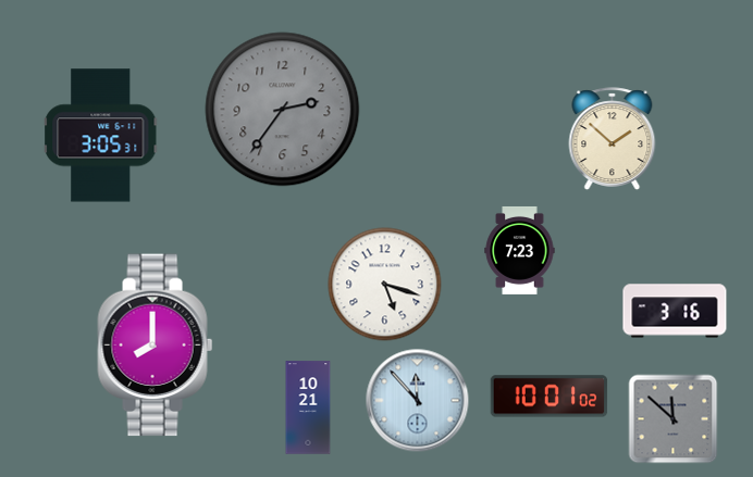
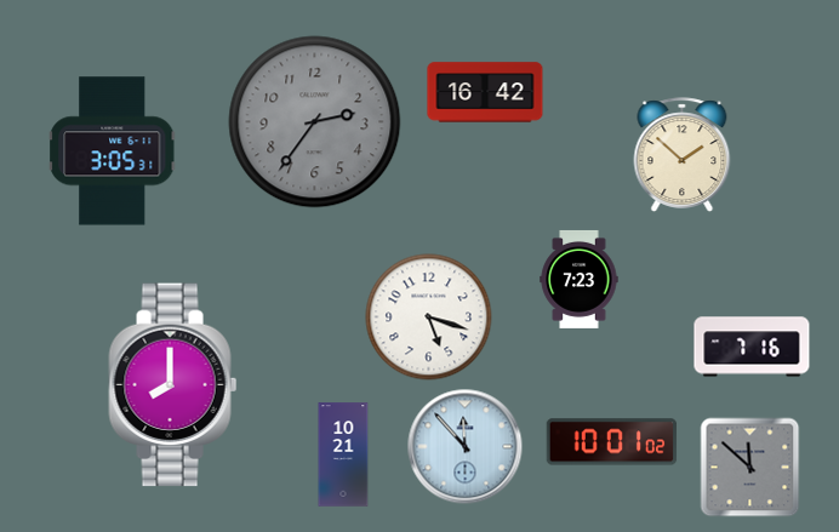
clock at (485, 92): none -> 16:42
clock at (675, 311): 3:16 -> 7:16
